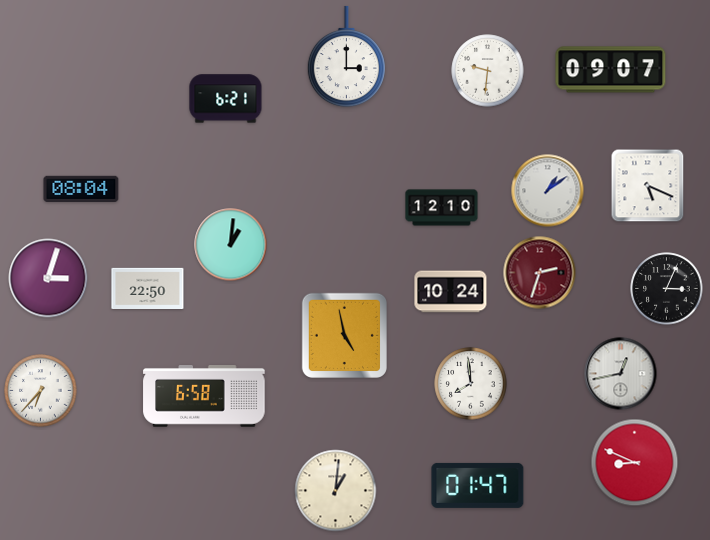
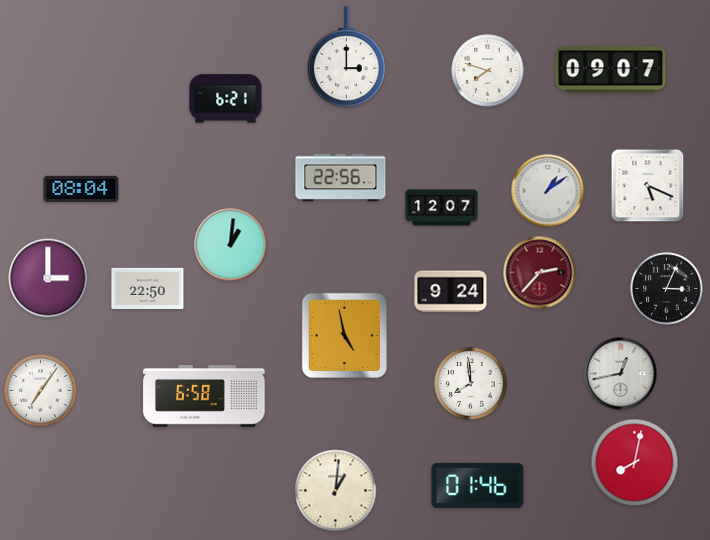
clock at (488, 71): 9:31 -> 7:48
clock at (341, 178): none -> 22:56
clock at (442, 208): 12:10 -> 12:07
clock at (540, 273): 2:33 -> 2:37
clock at (48, 278): 3:03 -> 3:00
clock at (451, 292): 10:24 -> 9:24
clock at (41, 391): 6:37 -> 7:06
clock at (635, 463): 8:49 -> 8:02
clock at (478, 485): 01:47 -> 01:46
